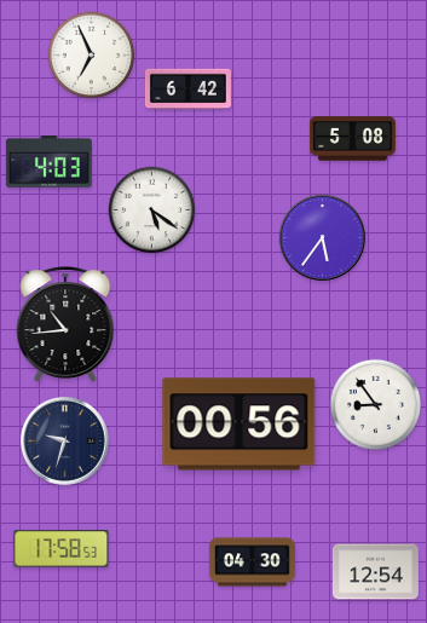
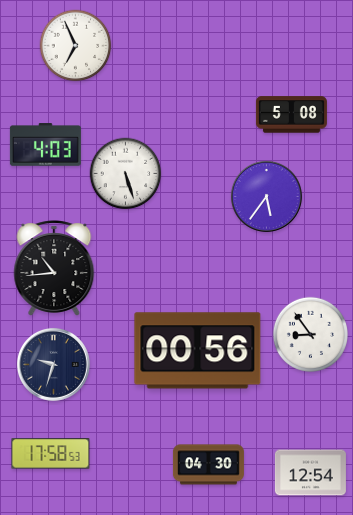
clock at (187, 90): 6:42 -> none
clock at (48, 162) position: (48, 162) -> (45, 145)
clock at (152, 210): 5:21 -> 5:27
